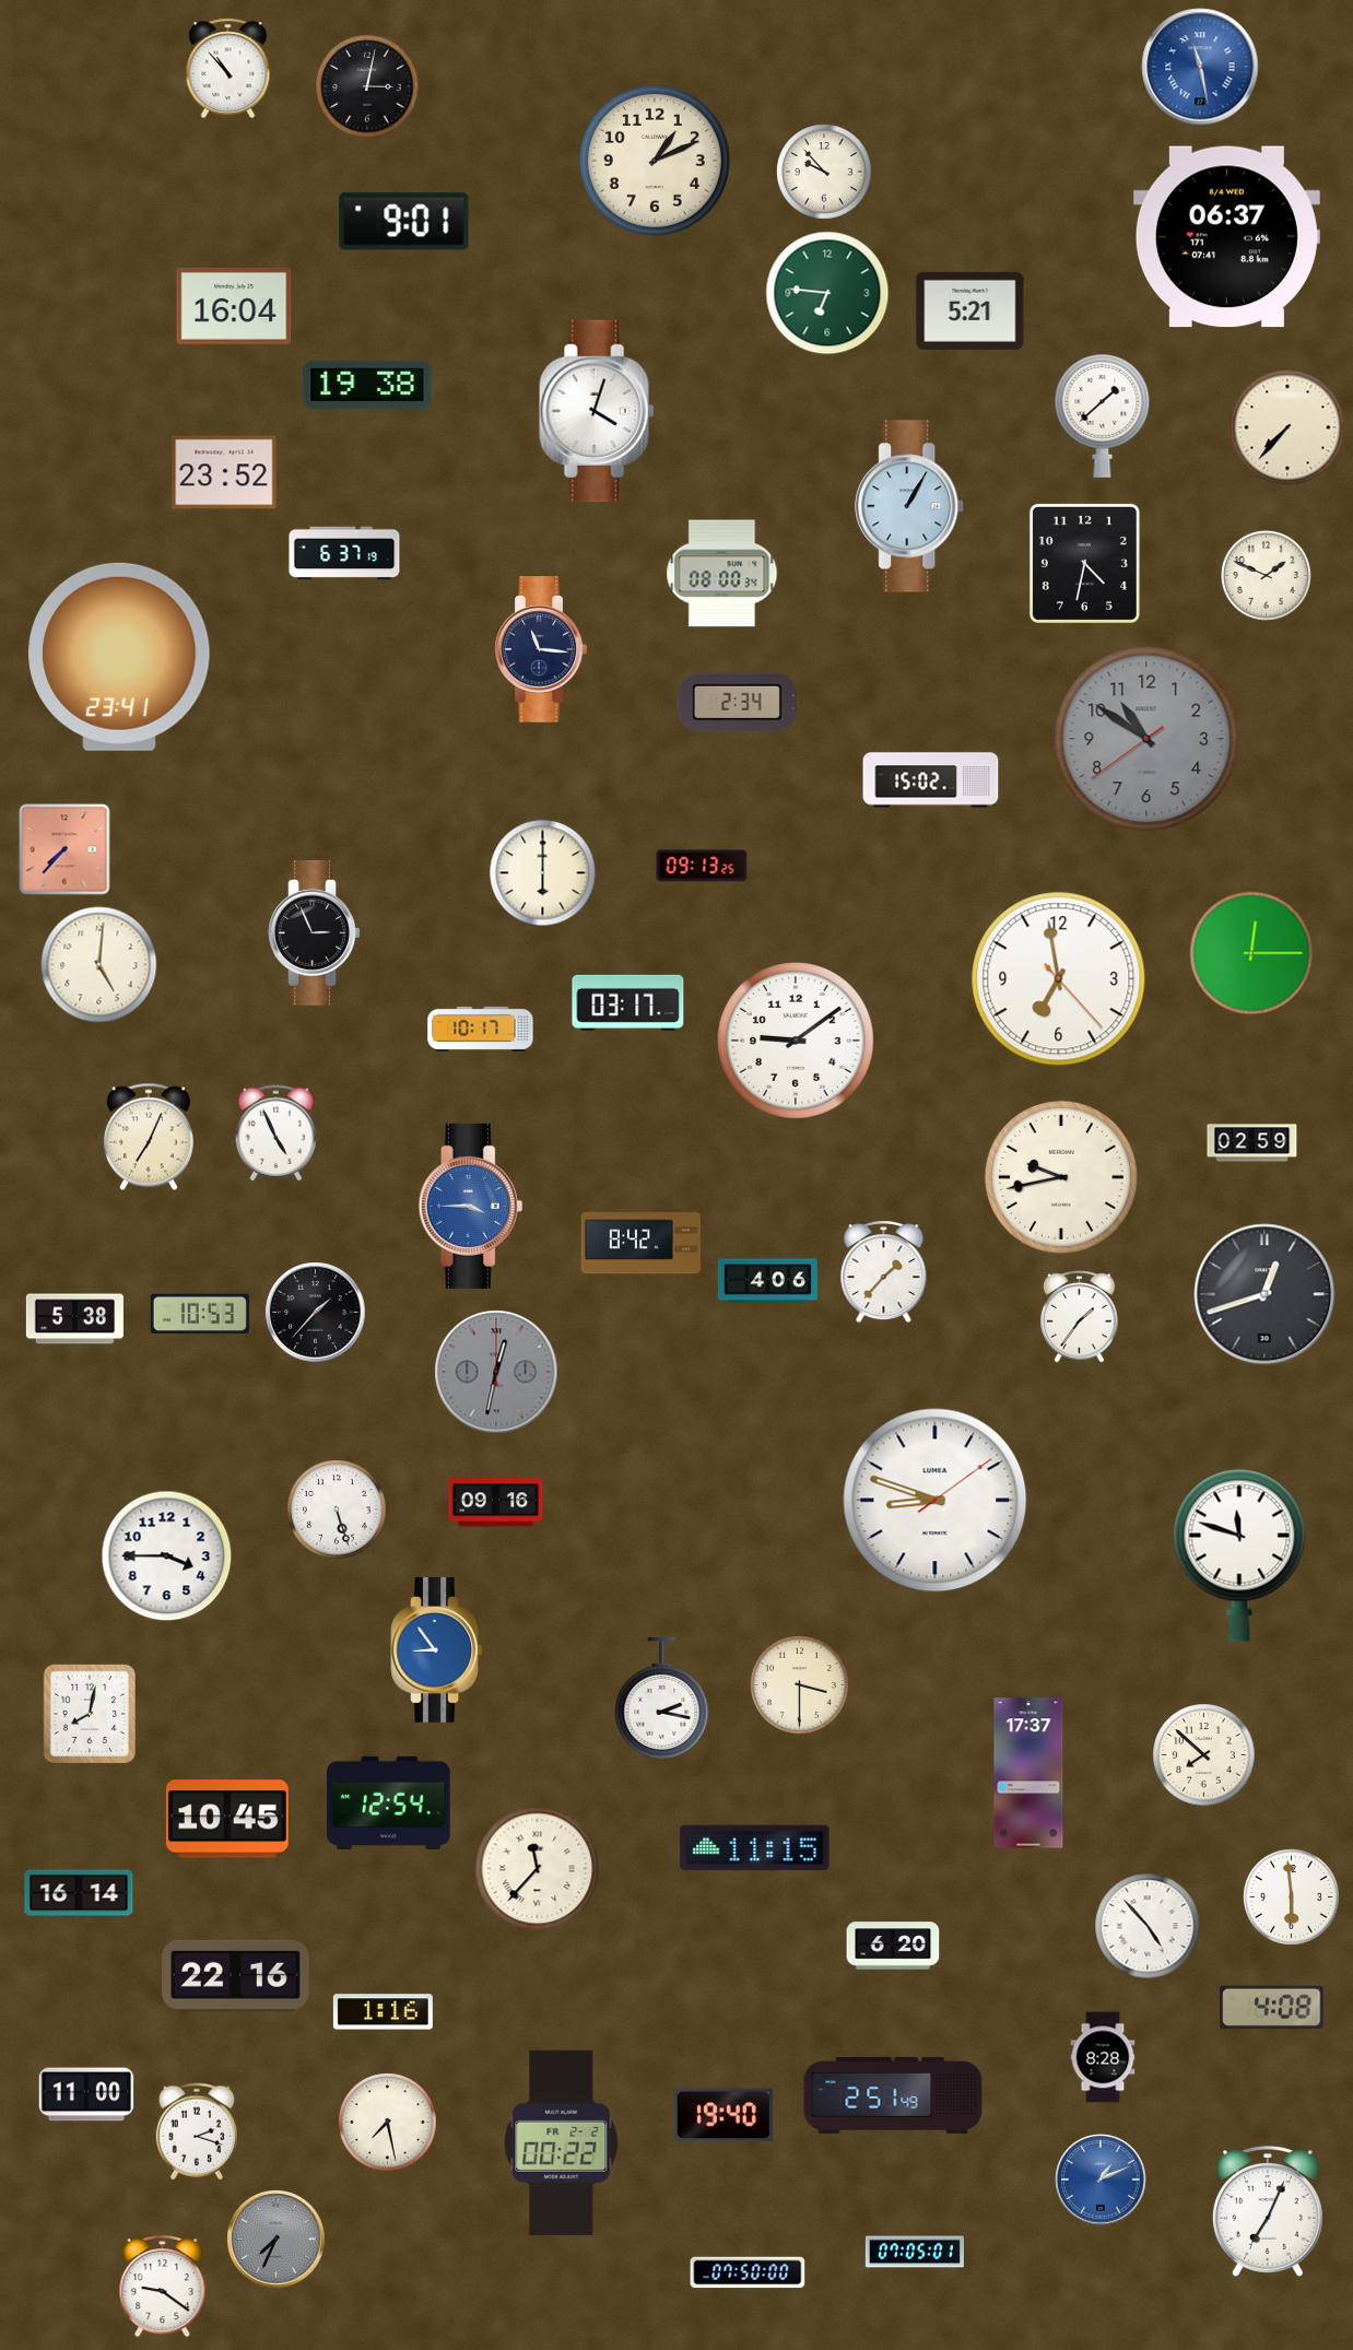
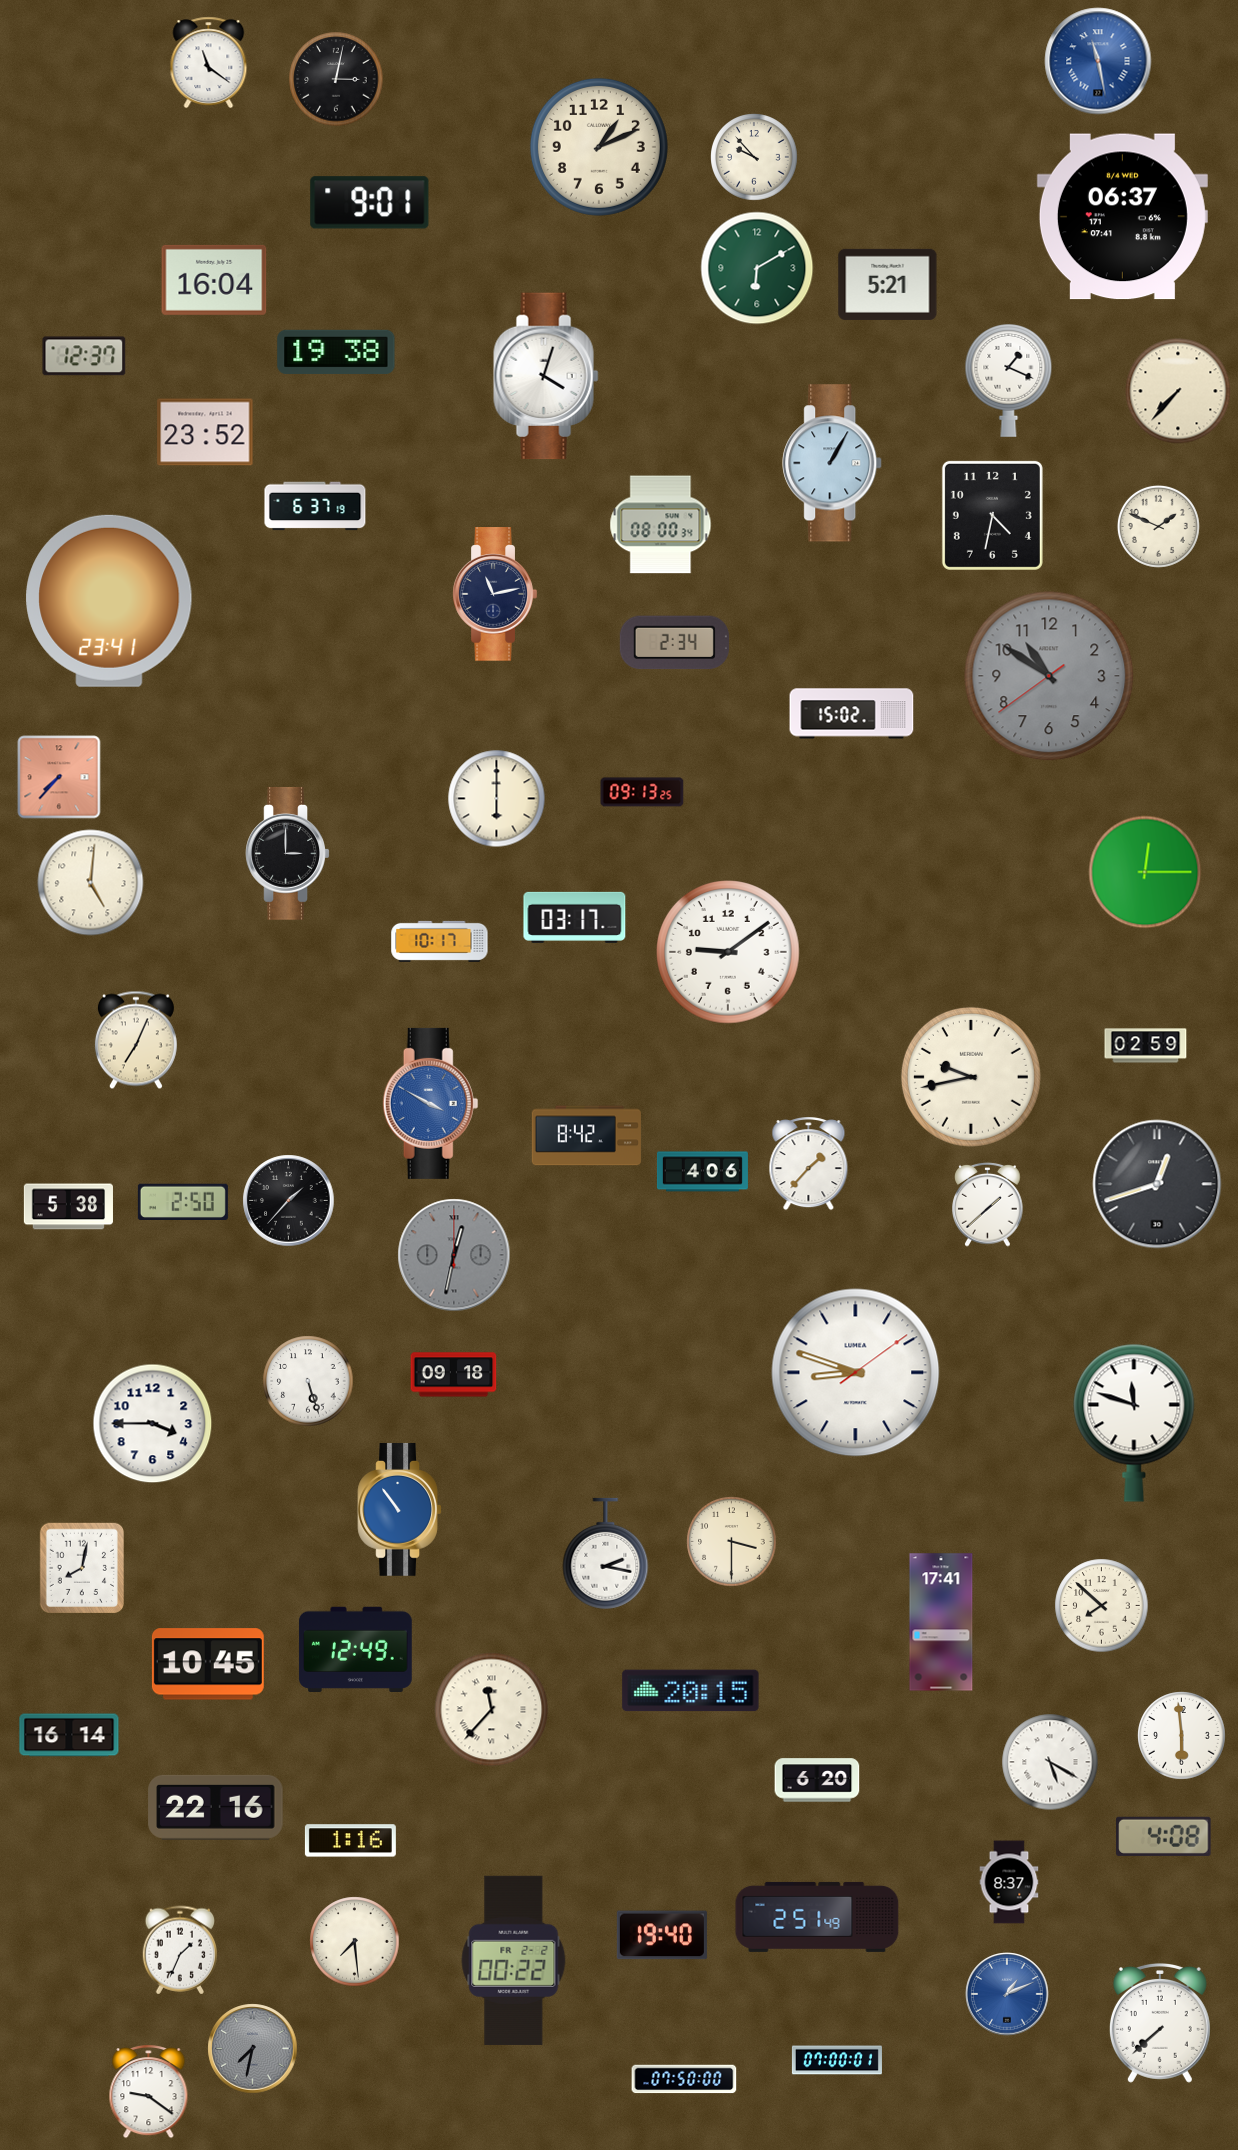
clock at (228, 69): 10:53 -> 11:21
clock at (827, 293): 6:46 -> 6:10
clock at (84, 356): none -> 12:37
clock at (1103, 415): 1:38 -> 1:19
clock at (541, 649): 11:16 -> 11:13
clock at (315, 932): 2:56 -> 3:00
clock at (1059, 979): 6:58 -> none
clock at (275, 1133): 4:56 -> none
clock at (471, 1206): 3:45 -> 3:50
clock at (200, 1314): 10:53 -> 2:50
clock at (1080, 1317): 1:36 -> 1:38
clock at (496, 1503): 09:16 -> 09:18
clock at (437, 1649): 8:54 -> 10:54
clock at (1028, 1773): 17:37 -> 17:41
clock at (388, 1802): 12:54 -> 12:49
clock at (755, 1848): 11:15 -> 20:15
clock at (79, 1893) position: (79, 1893) -> (69, 1735)
clock at (1148, 1926): 4:53 -> 5:20
clock at (1103, 2057): 8:28 -> 8:37
clock at (86, 2094): 11:00 -> none
clock at (388, 2123): 7:28 -> 7:29
clock at (196, 2131): 2:18 -> 1:34
clock at (1268, 2212): 7:04 -> 7:38
clock at (277, 2240): 7:34 -> 7:32
clock at (915, 2252): 07:05 -> 07:00
